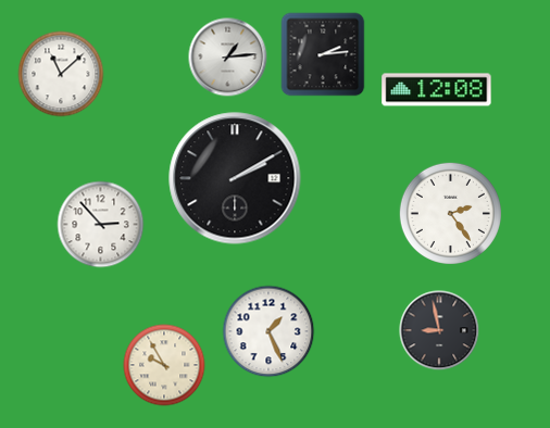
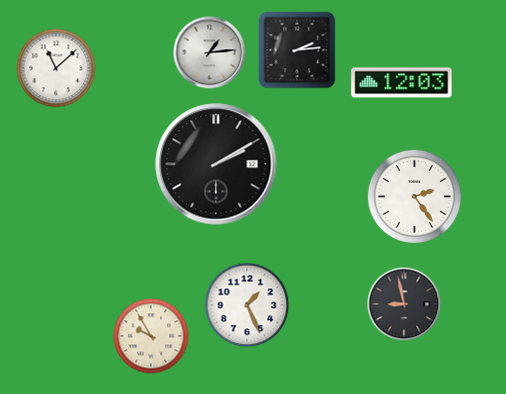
clock at (437, 90): 12:08 -> 12:03
clock at (101, 225): 2:53 -> none
